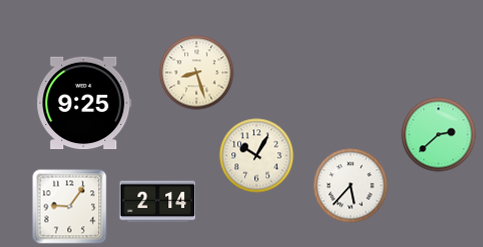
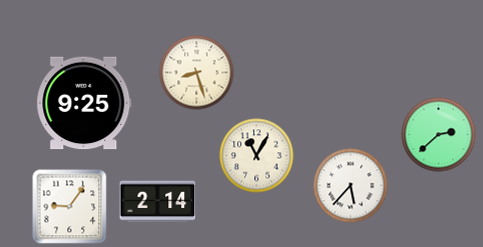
clock at (257, 156): 10:05 -> 11:05
